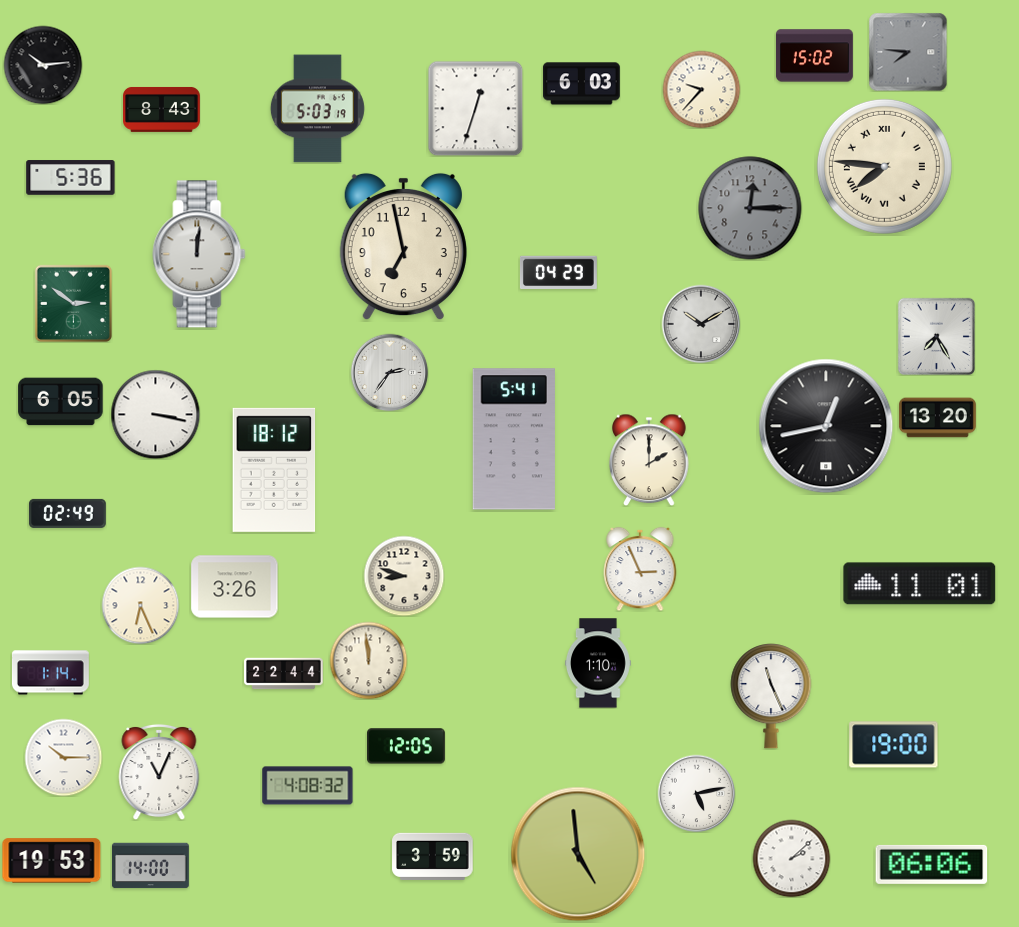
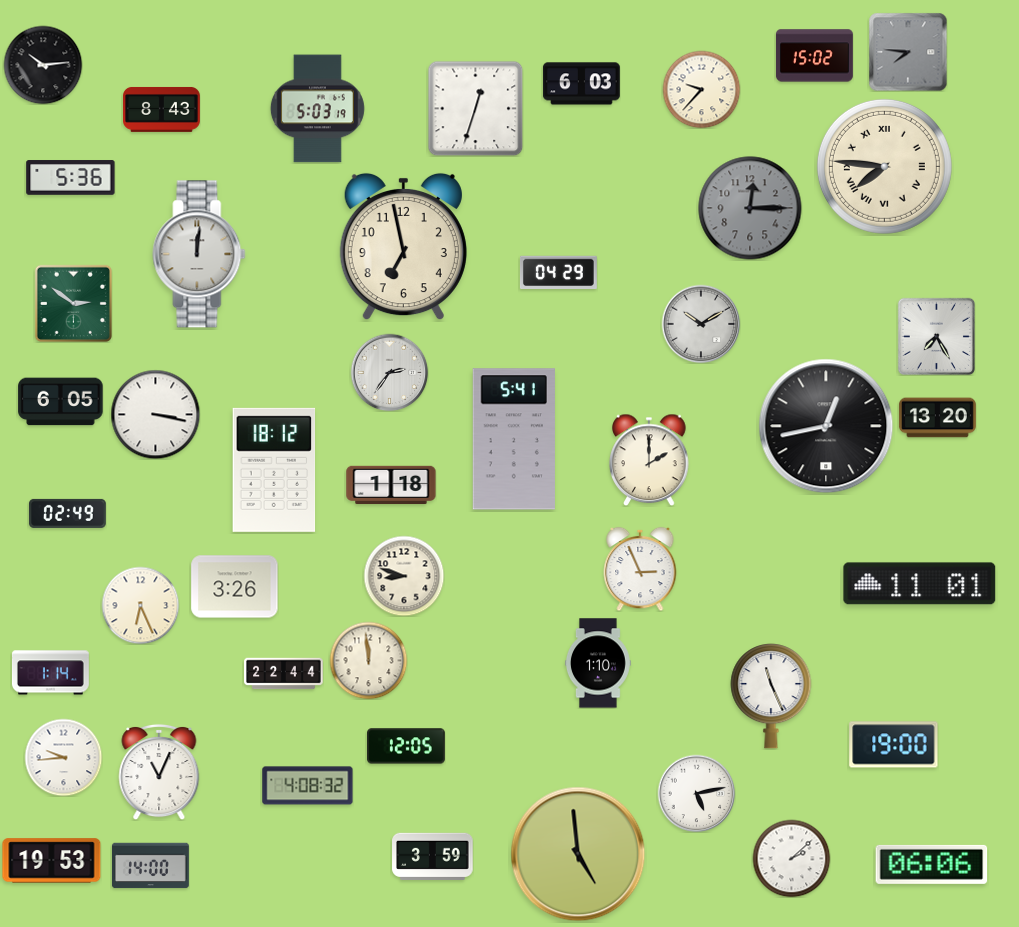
clock at (391, 485): none -> 1:18
clock at (63, 757): 10:15 -> 9:44
